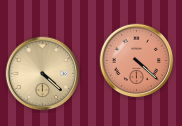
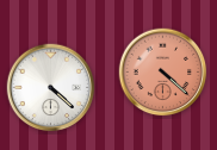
clock at (43, 74) dial: champagne -> white
